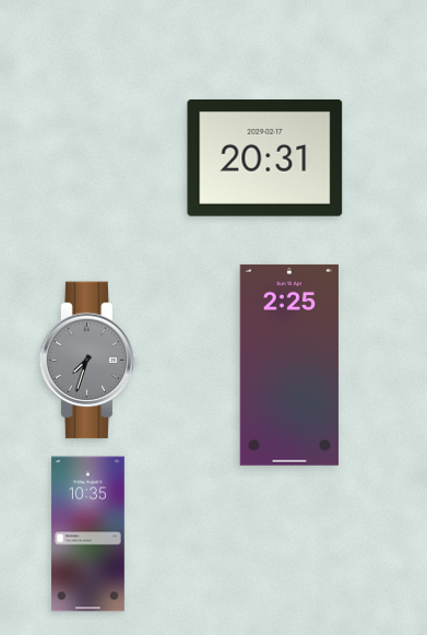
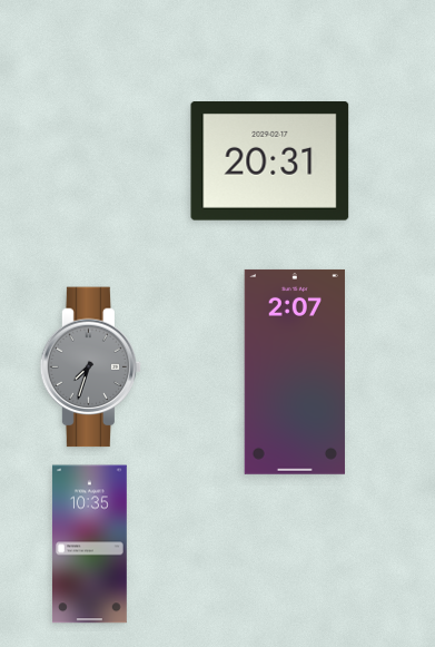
clock at (289, 365): 2:25 -> 2:07
